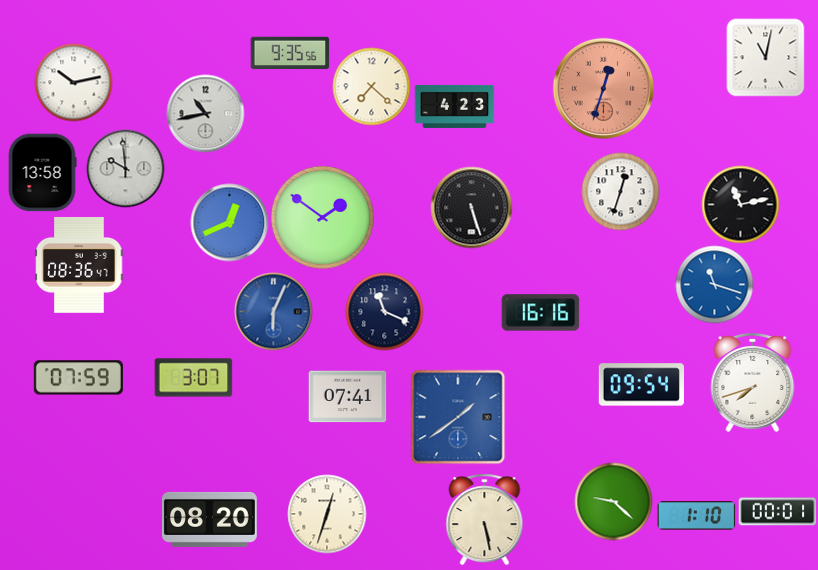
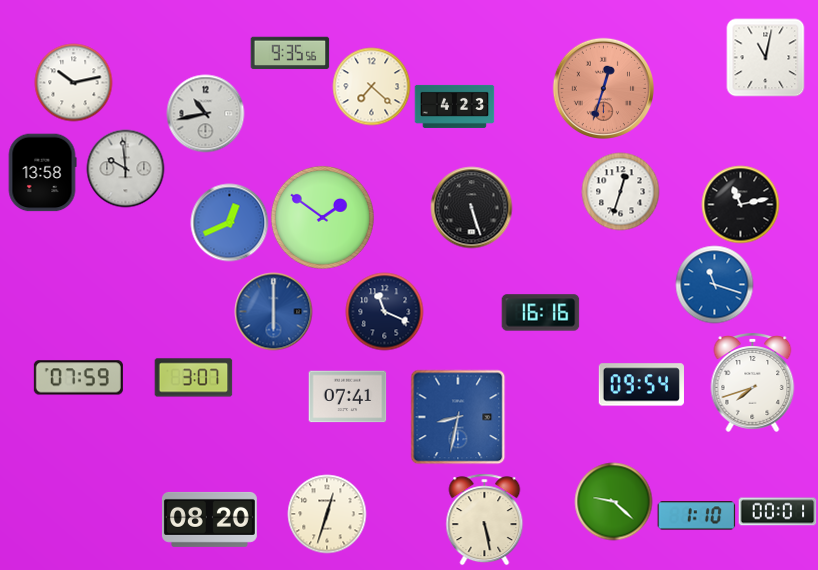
clock at (79, 265): 08:36 -> none
clock at (273, 311): 6:04 -> 6:00
clock at (458, 417): 1:39 -> 8:32
